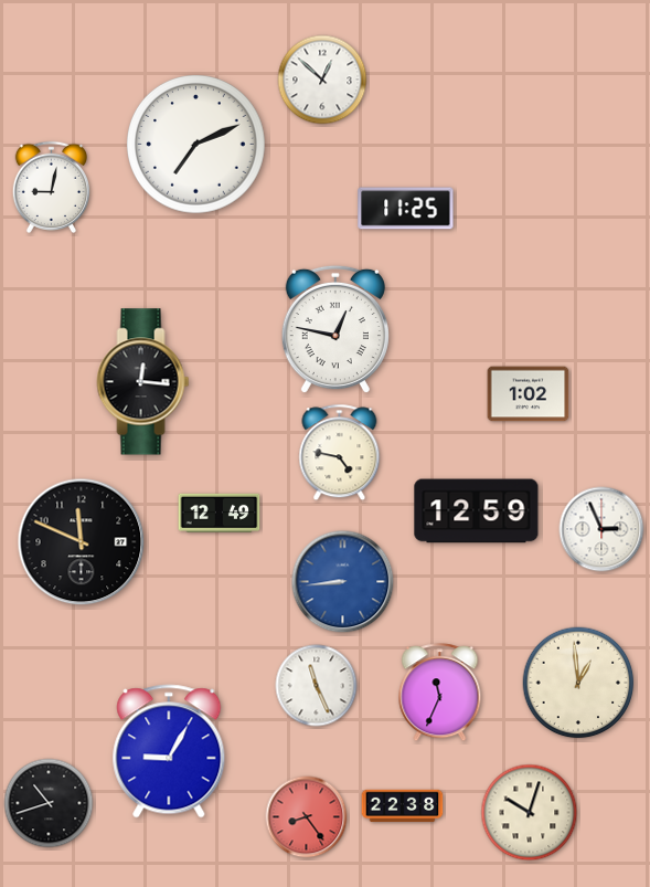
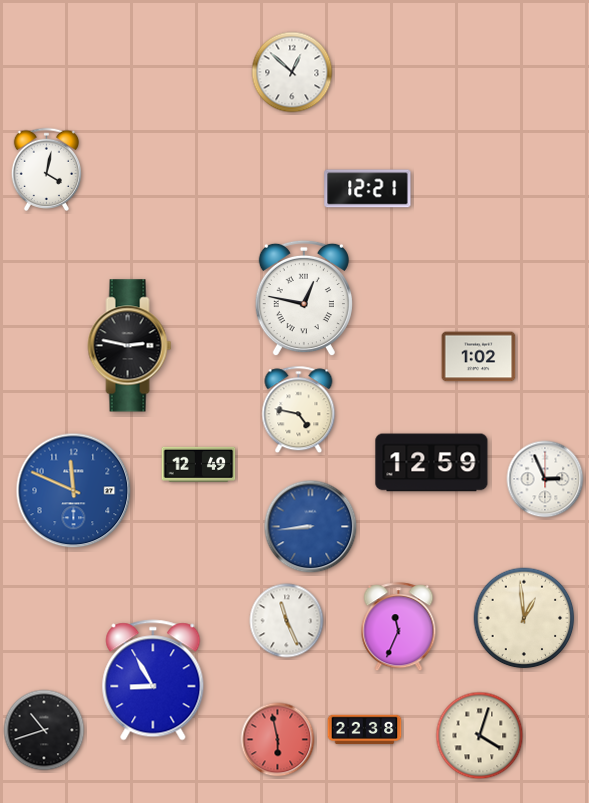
clock at (196, 145): 7:11 -> none
clock at (51, 187): 9:02 -> 4:02
clock at (406, 209): 11:25 -> 12:21
clock at (143, 382): 12:16 -> 2:47
clock at (340, 453) position: (340, 453) -> (299, 410)
clock at (82, 542) dial: black -> blue
clock at (169, 751): 9:05 -> 8:55
clock at (49, 803) position: (49, 803) -> (44, 730)
clock at (530, 813): 10:03 -> 4:03
clock at (307, 817): 8:24 -> 5:58
